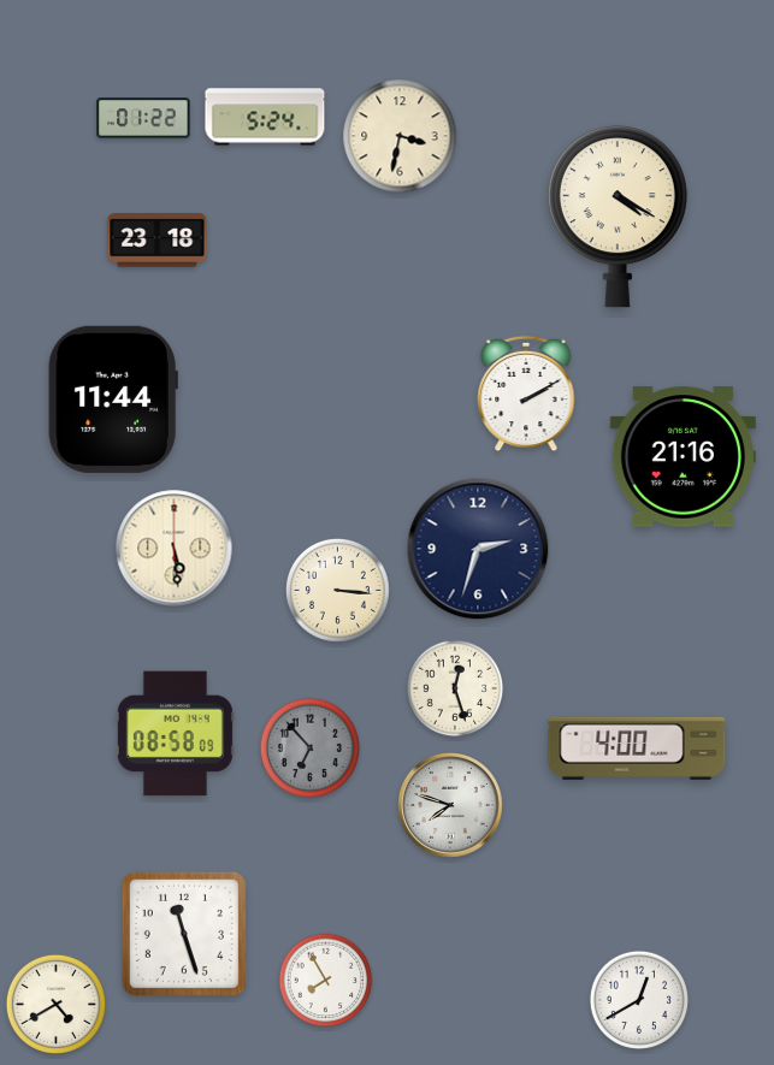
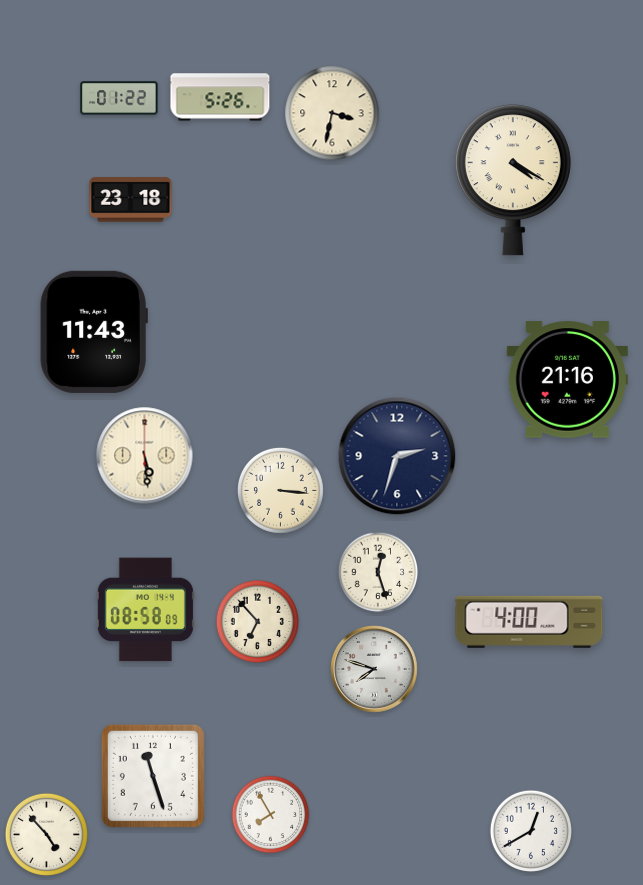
clock at (265, 117): 5:24 -> 5:26
clock at (526, 394): 2:10 -> none
clock at (113, 400): 11:44 -> 11:43
clock at (309, 747) dial: grey -> cream
clock at (55, 1004): 4:40 -> 4:53
